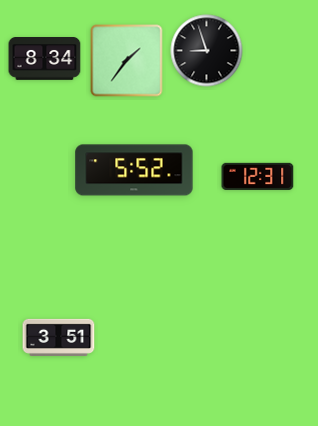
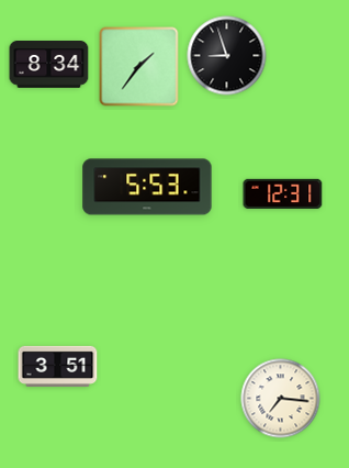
clock at (134, 170): 5:52 -> 5:53
clock at (59, 337) position: (59, 337) -> (58, 366)
clock at (281, 399): none -> 7:16
